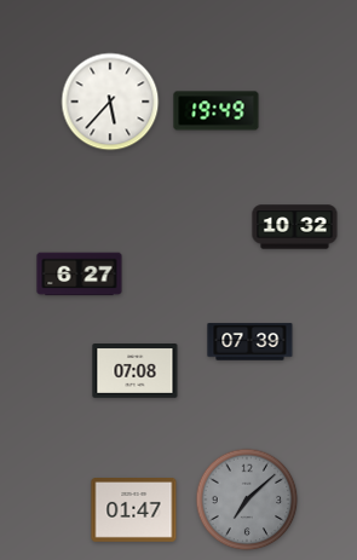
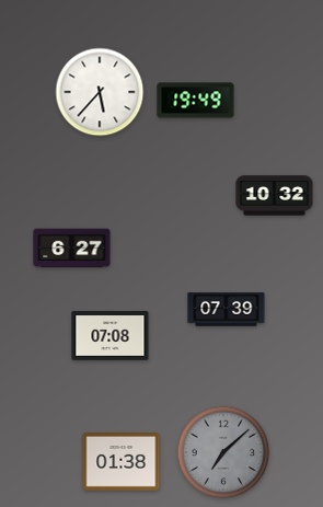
clock at (295, 227) position: (295, 227) -> (275, 196)
clock at (136, 371) position: (136, 371) -> (111, 336)
clock at (134, 510): 01:47 -> 01:38
